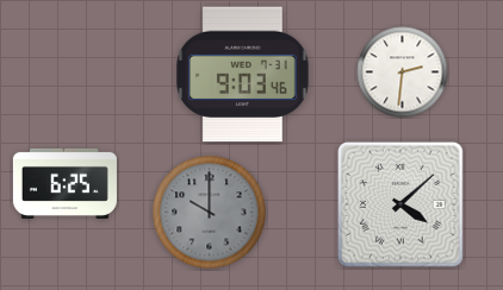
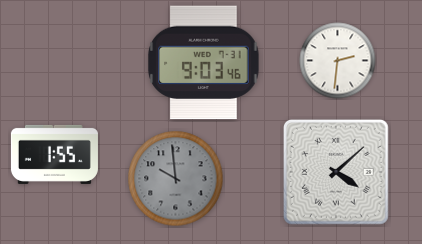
clock at (64, 183): 6:25 -> 1:55
clock at (210, 213): 10:00 -> 9:59
